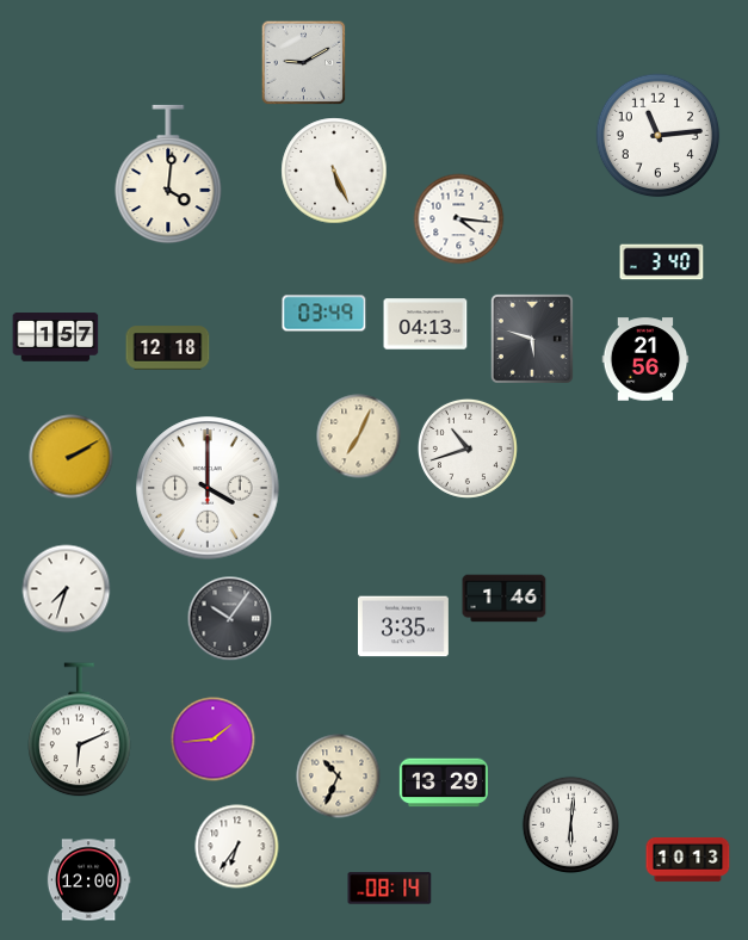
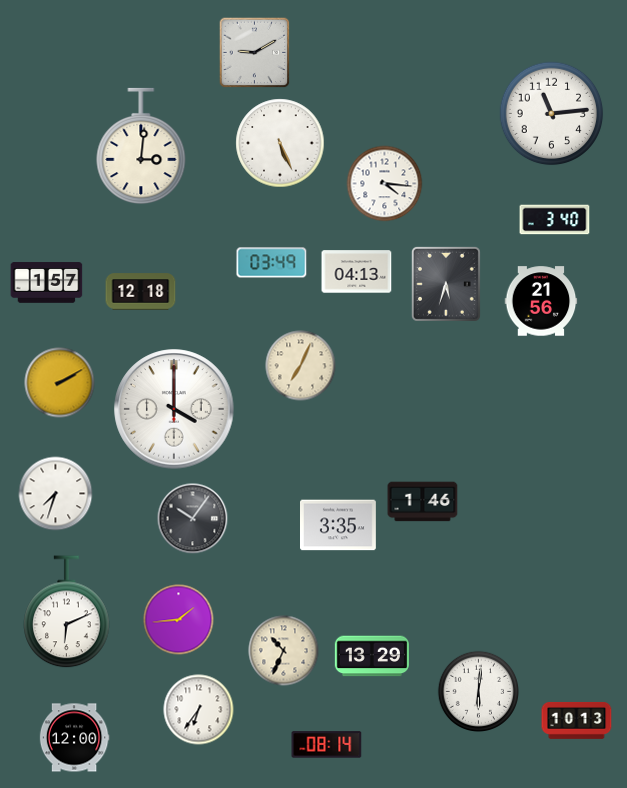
clock at (168, 174): 4:01 -> 3:01
clock at (532, 339): 5:48 -> 5:33
clock at (468, 449): 10:42 -> none
